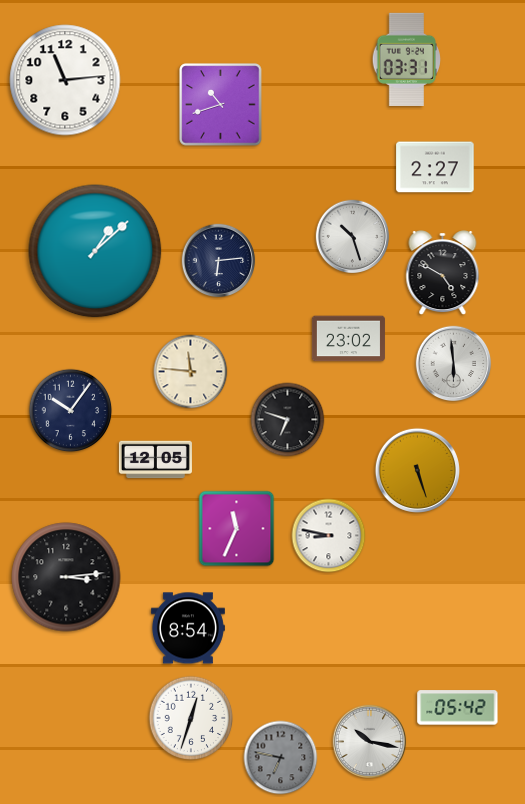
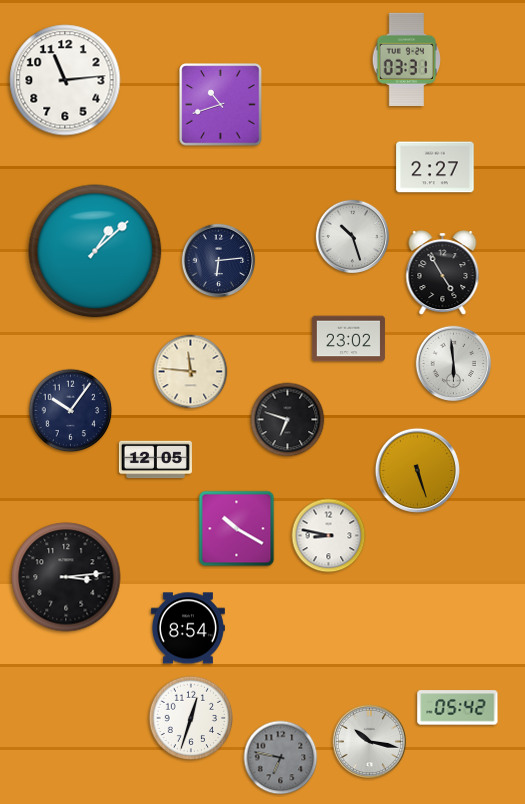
clock at (443, 273): 4:50 -> 4:55
clock at (237, 529): 11:34 -> 10:20
